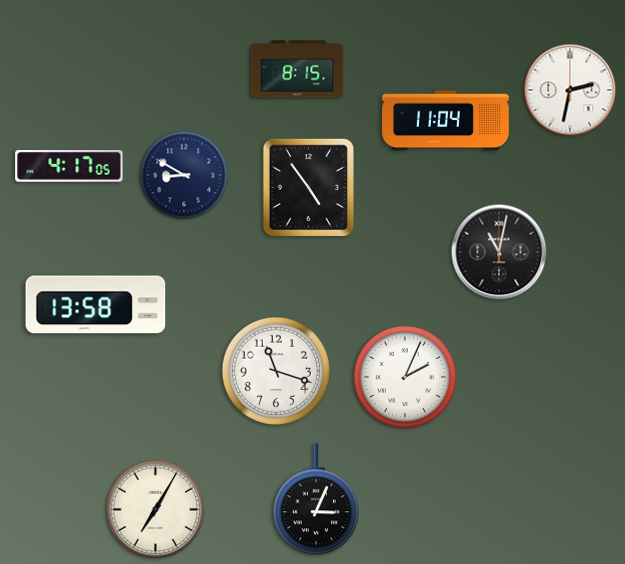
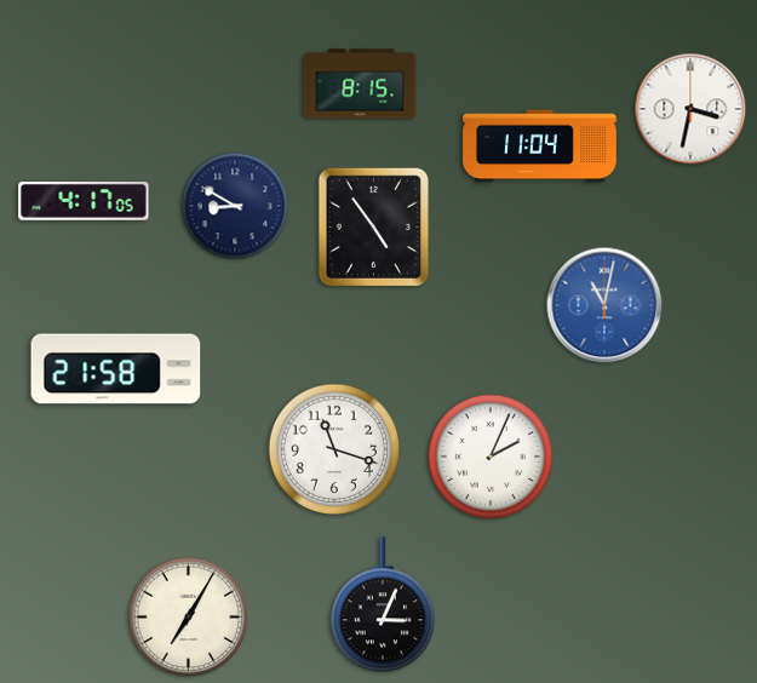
clock at (570, 90): 2:32 -> 3:32
clock at (184, 175) position: (184, 175) -> (235, 206)
clock at (499, 252) dial: black -> blue
clock at (96, 305): 13:58 -> 21:58
